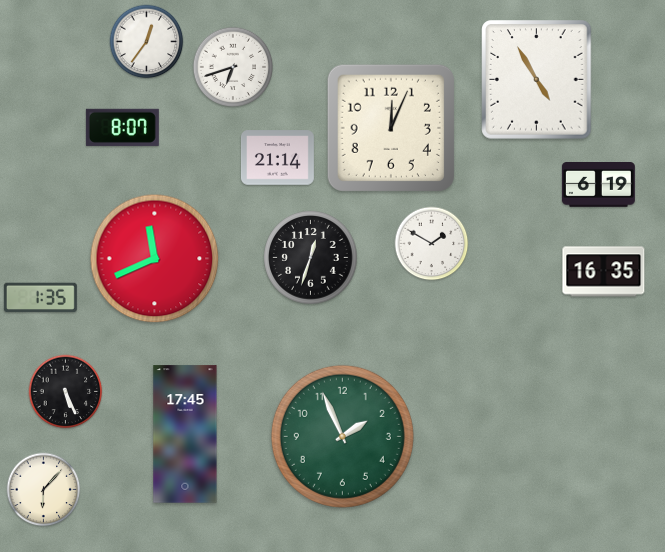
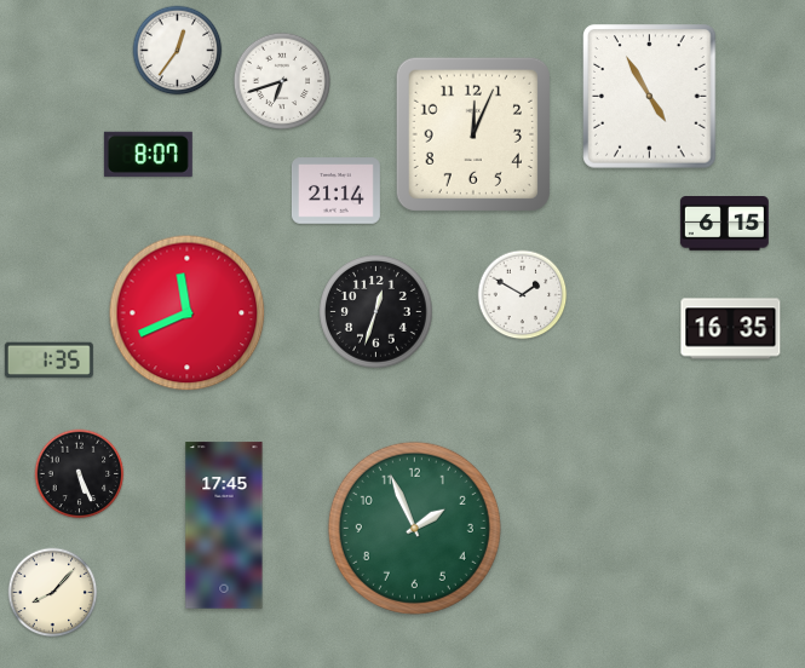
clock at (391, 128) position: (391, 128) -> (473, 134)
clock at (598, 185): 6:19 -> 6:15
clock at (44, 490): 6:07 -> 8:07
